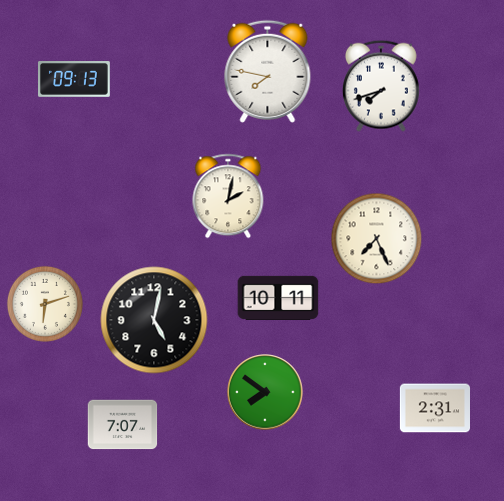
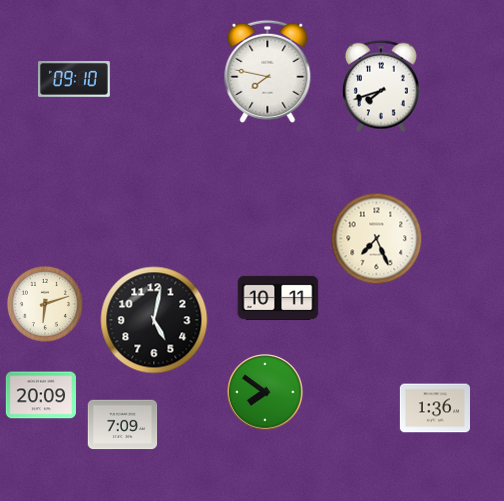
clock at (75, 80): 09:13 -> 09:10
clock at (228, 196): 2:02 -> none
clock at (41, 395): none -> 20:09
clock at (434, 408): 2:31 -> 1:36
clock at (123, 425): 7:07 -> 7:09
